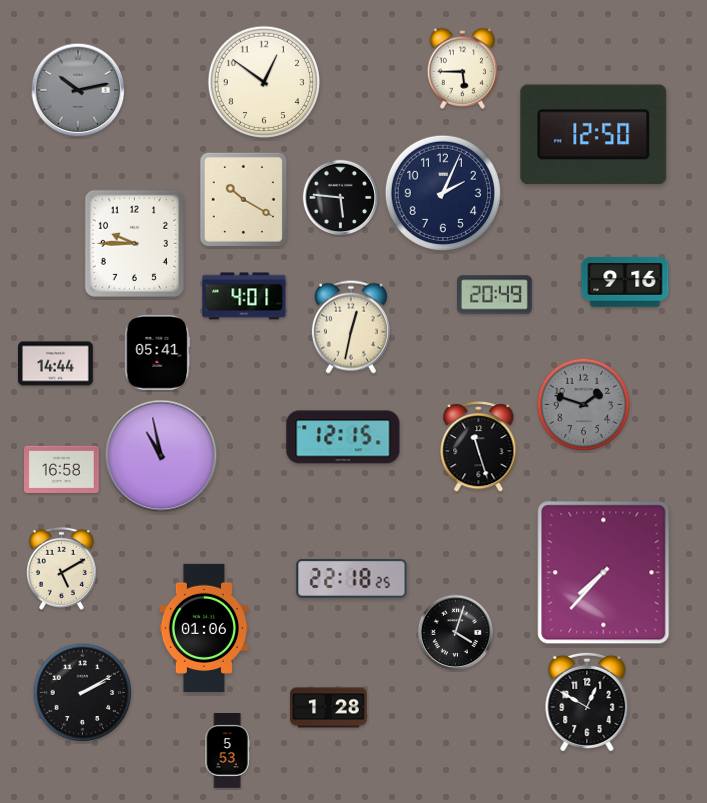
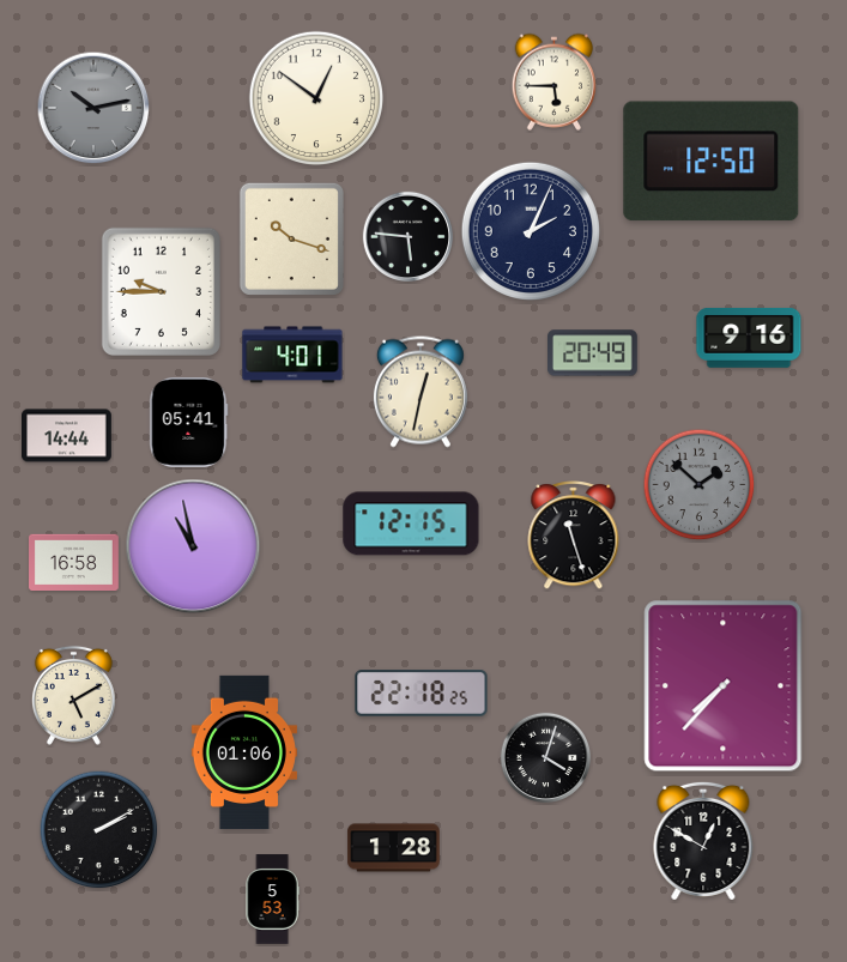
clock at (243, 199): 10:20 -> 10:18
clock at (584, 405): 1:48 -> 1:52
clock at (61, 568) position: (61, 568) -> (73, 695)
